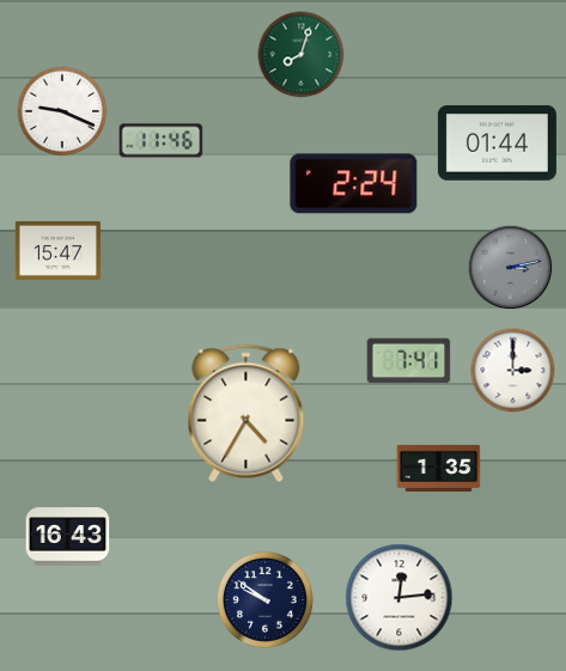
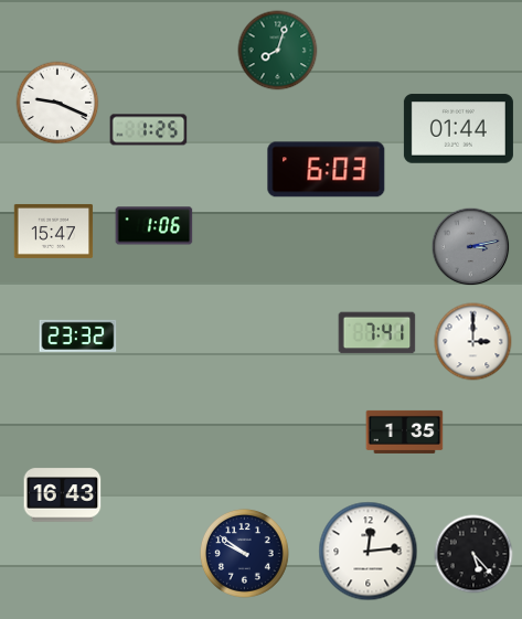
clock at (162, 141): 11:46 -> 1:25
clock at (497, 144) position: (497, 144) -> (458, 129)
clock at (354, 184): 2:24 -> 6:03
clock at (155, 226): none -> 1:06
clock at (78, 335): none -> 23:32
clock at (247, 414): 4:35 -> none
clock at (473, 554): none -> 5:23
